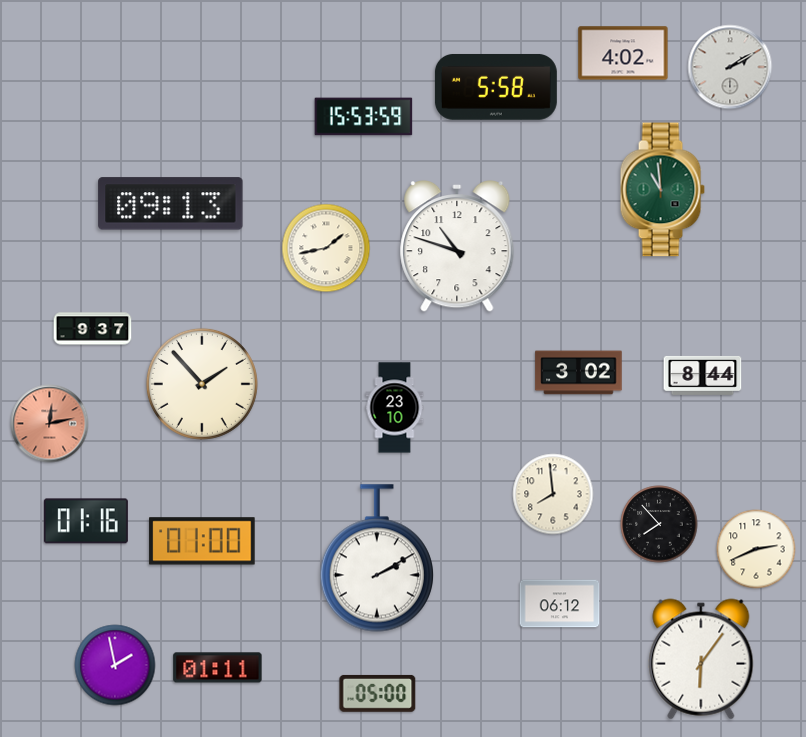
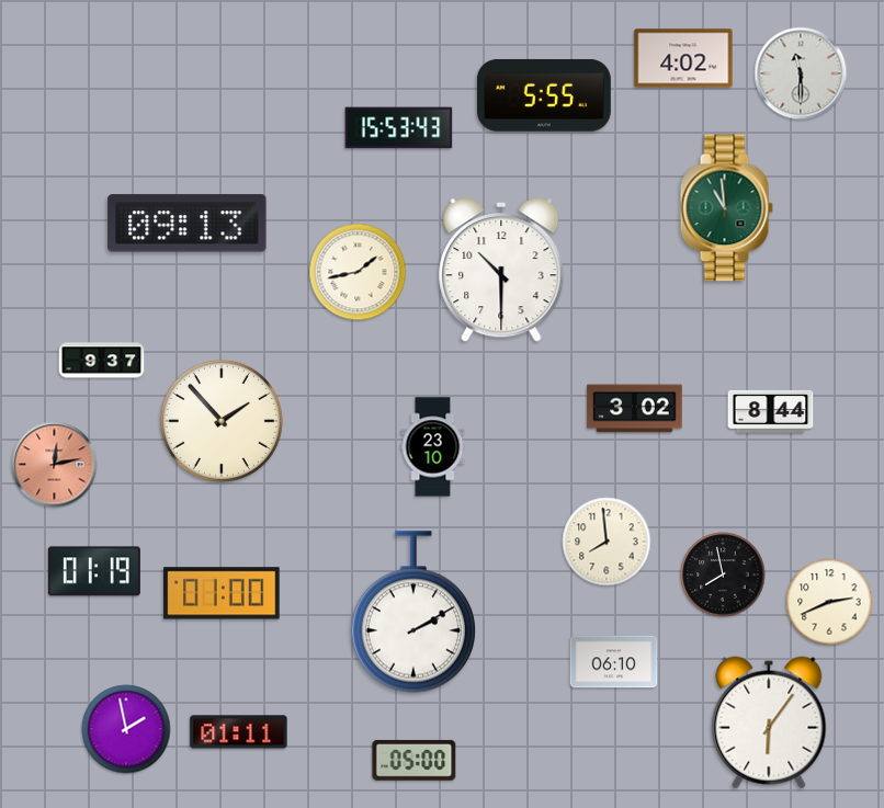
clock at (730, 67): 2:10 -> 11:30
clock at (496, 87): 5:58 -> 5:55
clock at (364, 117): 15:53:59 -> 15:53:43
clock at (457, 247): 10:48 -> 10:30
clock at (86, 521): 01:16 -> 01:19
clock at (659, 524): 7:53 -> 7:58
clock at (560, 604): 06:12 -> 06:10
